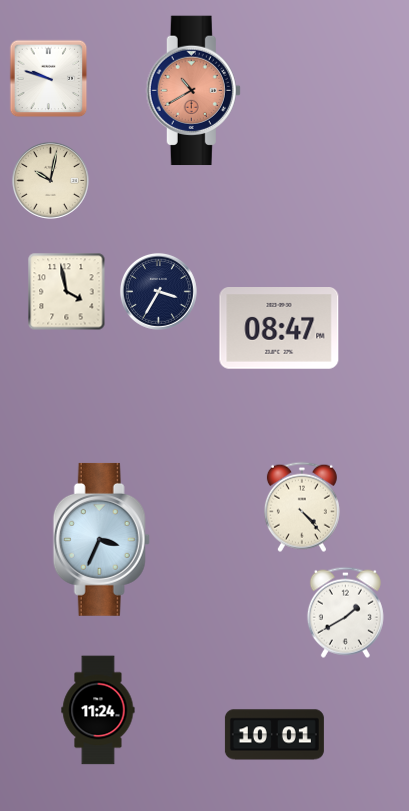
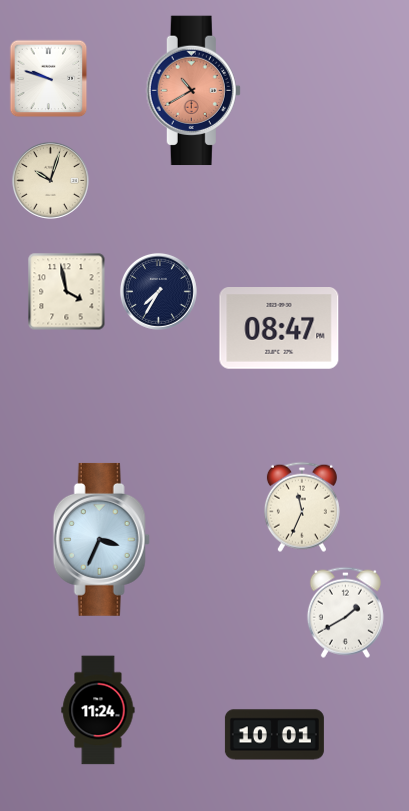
clock at (50, 180): 10:02 -> 10:03
clock at (158, 291): 3:35 -> 7:35
clock at (302, 507): 4:23 -> 11:34
